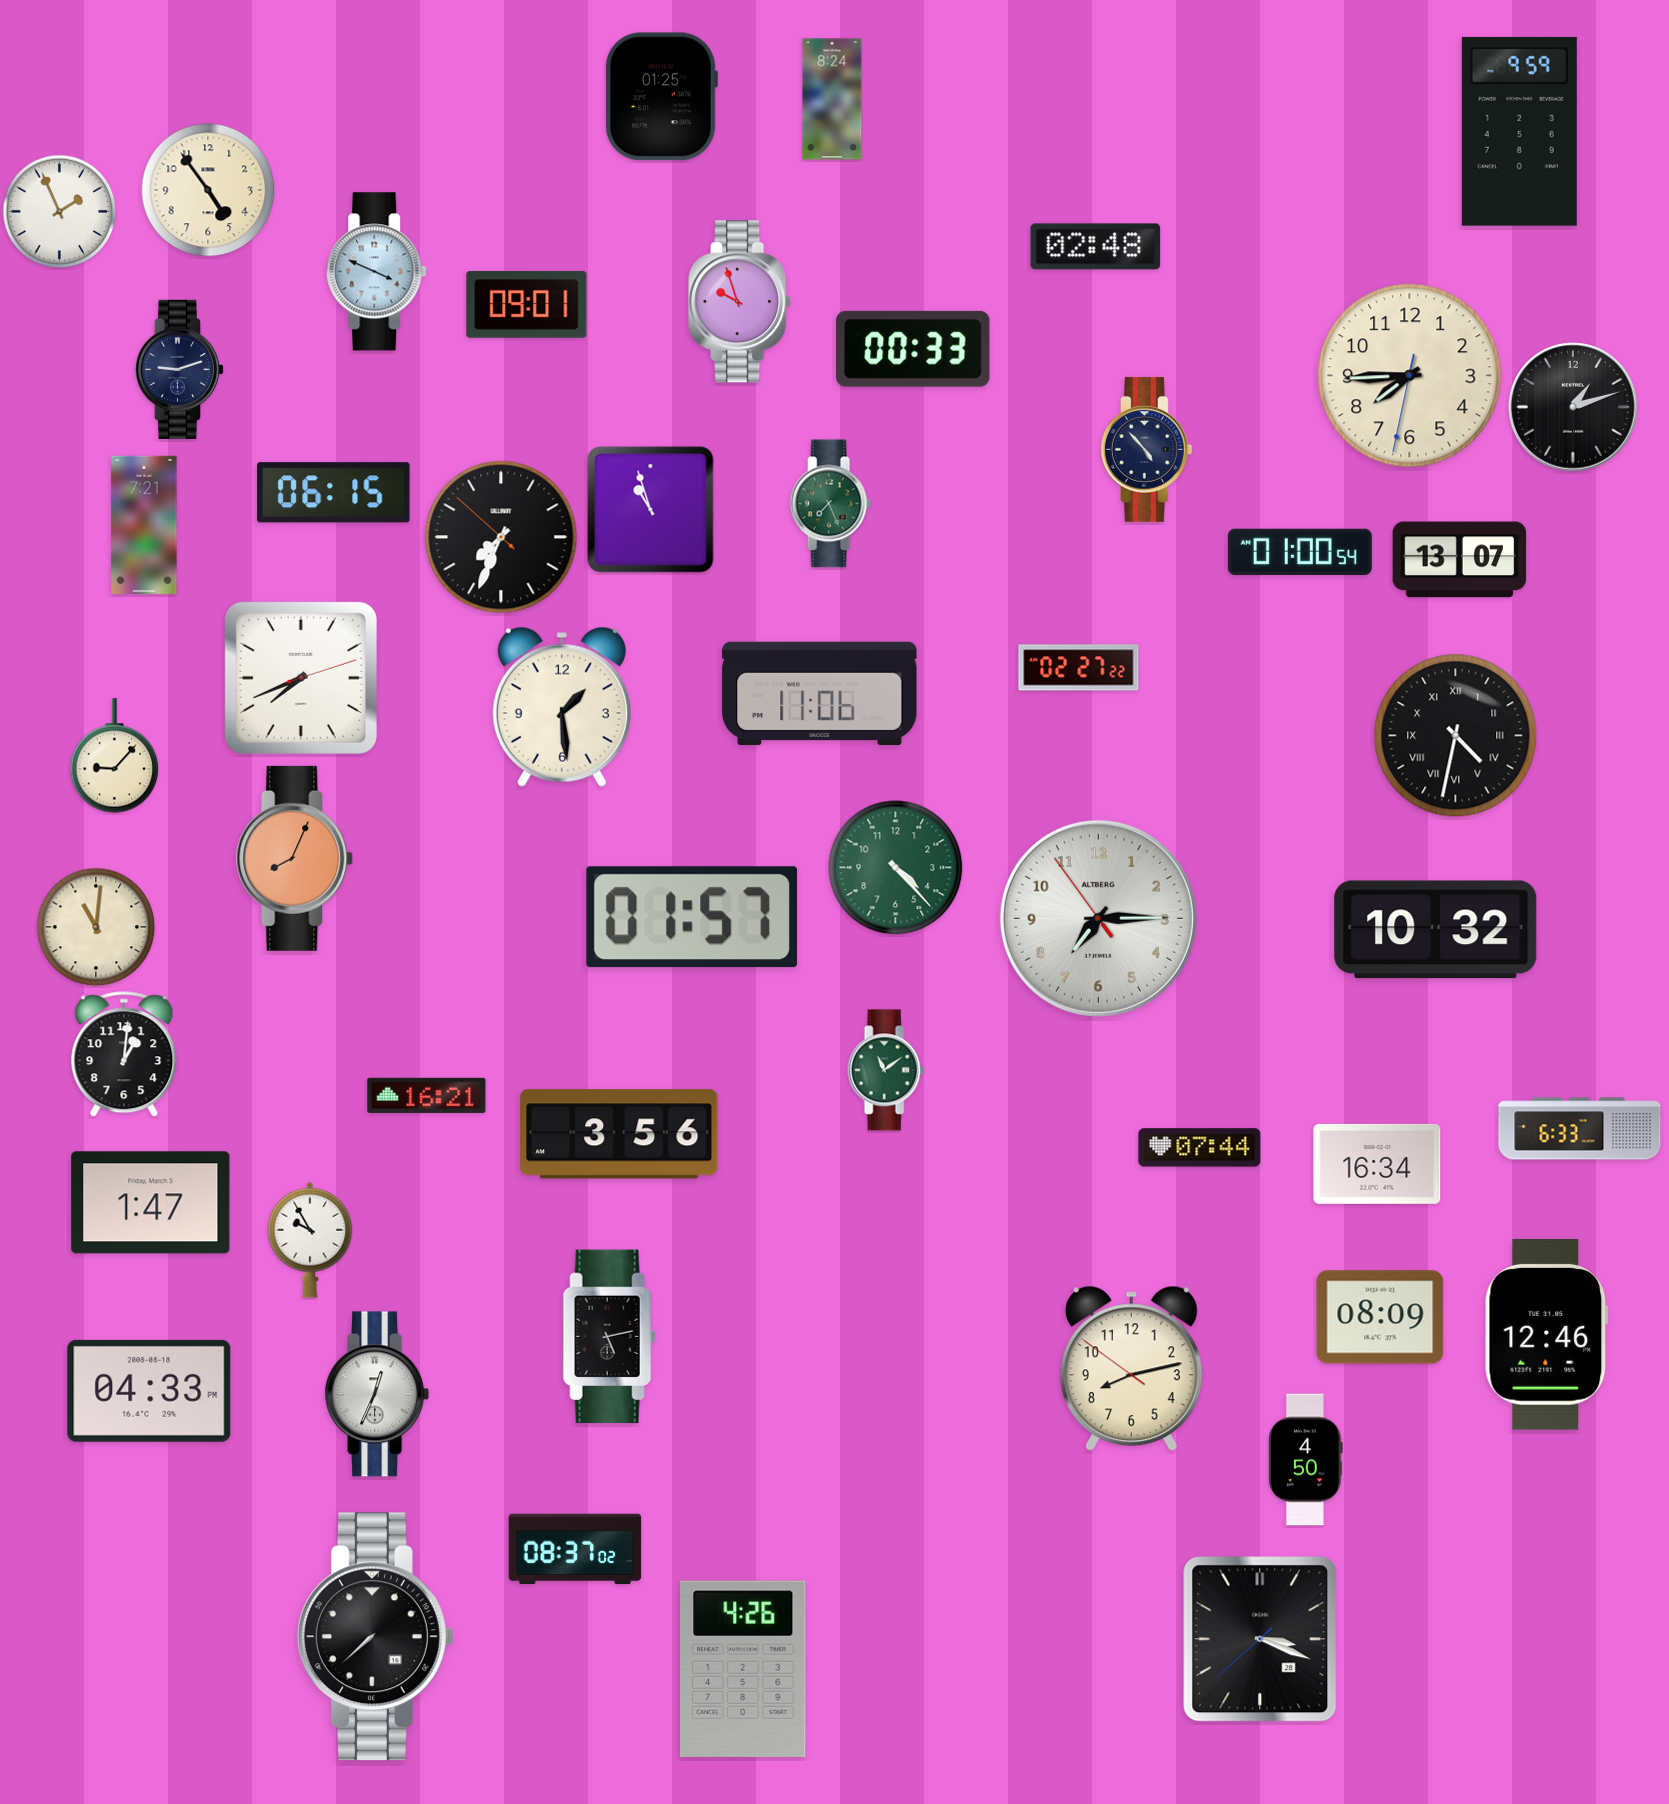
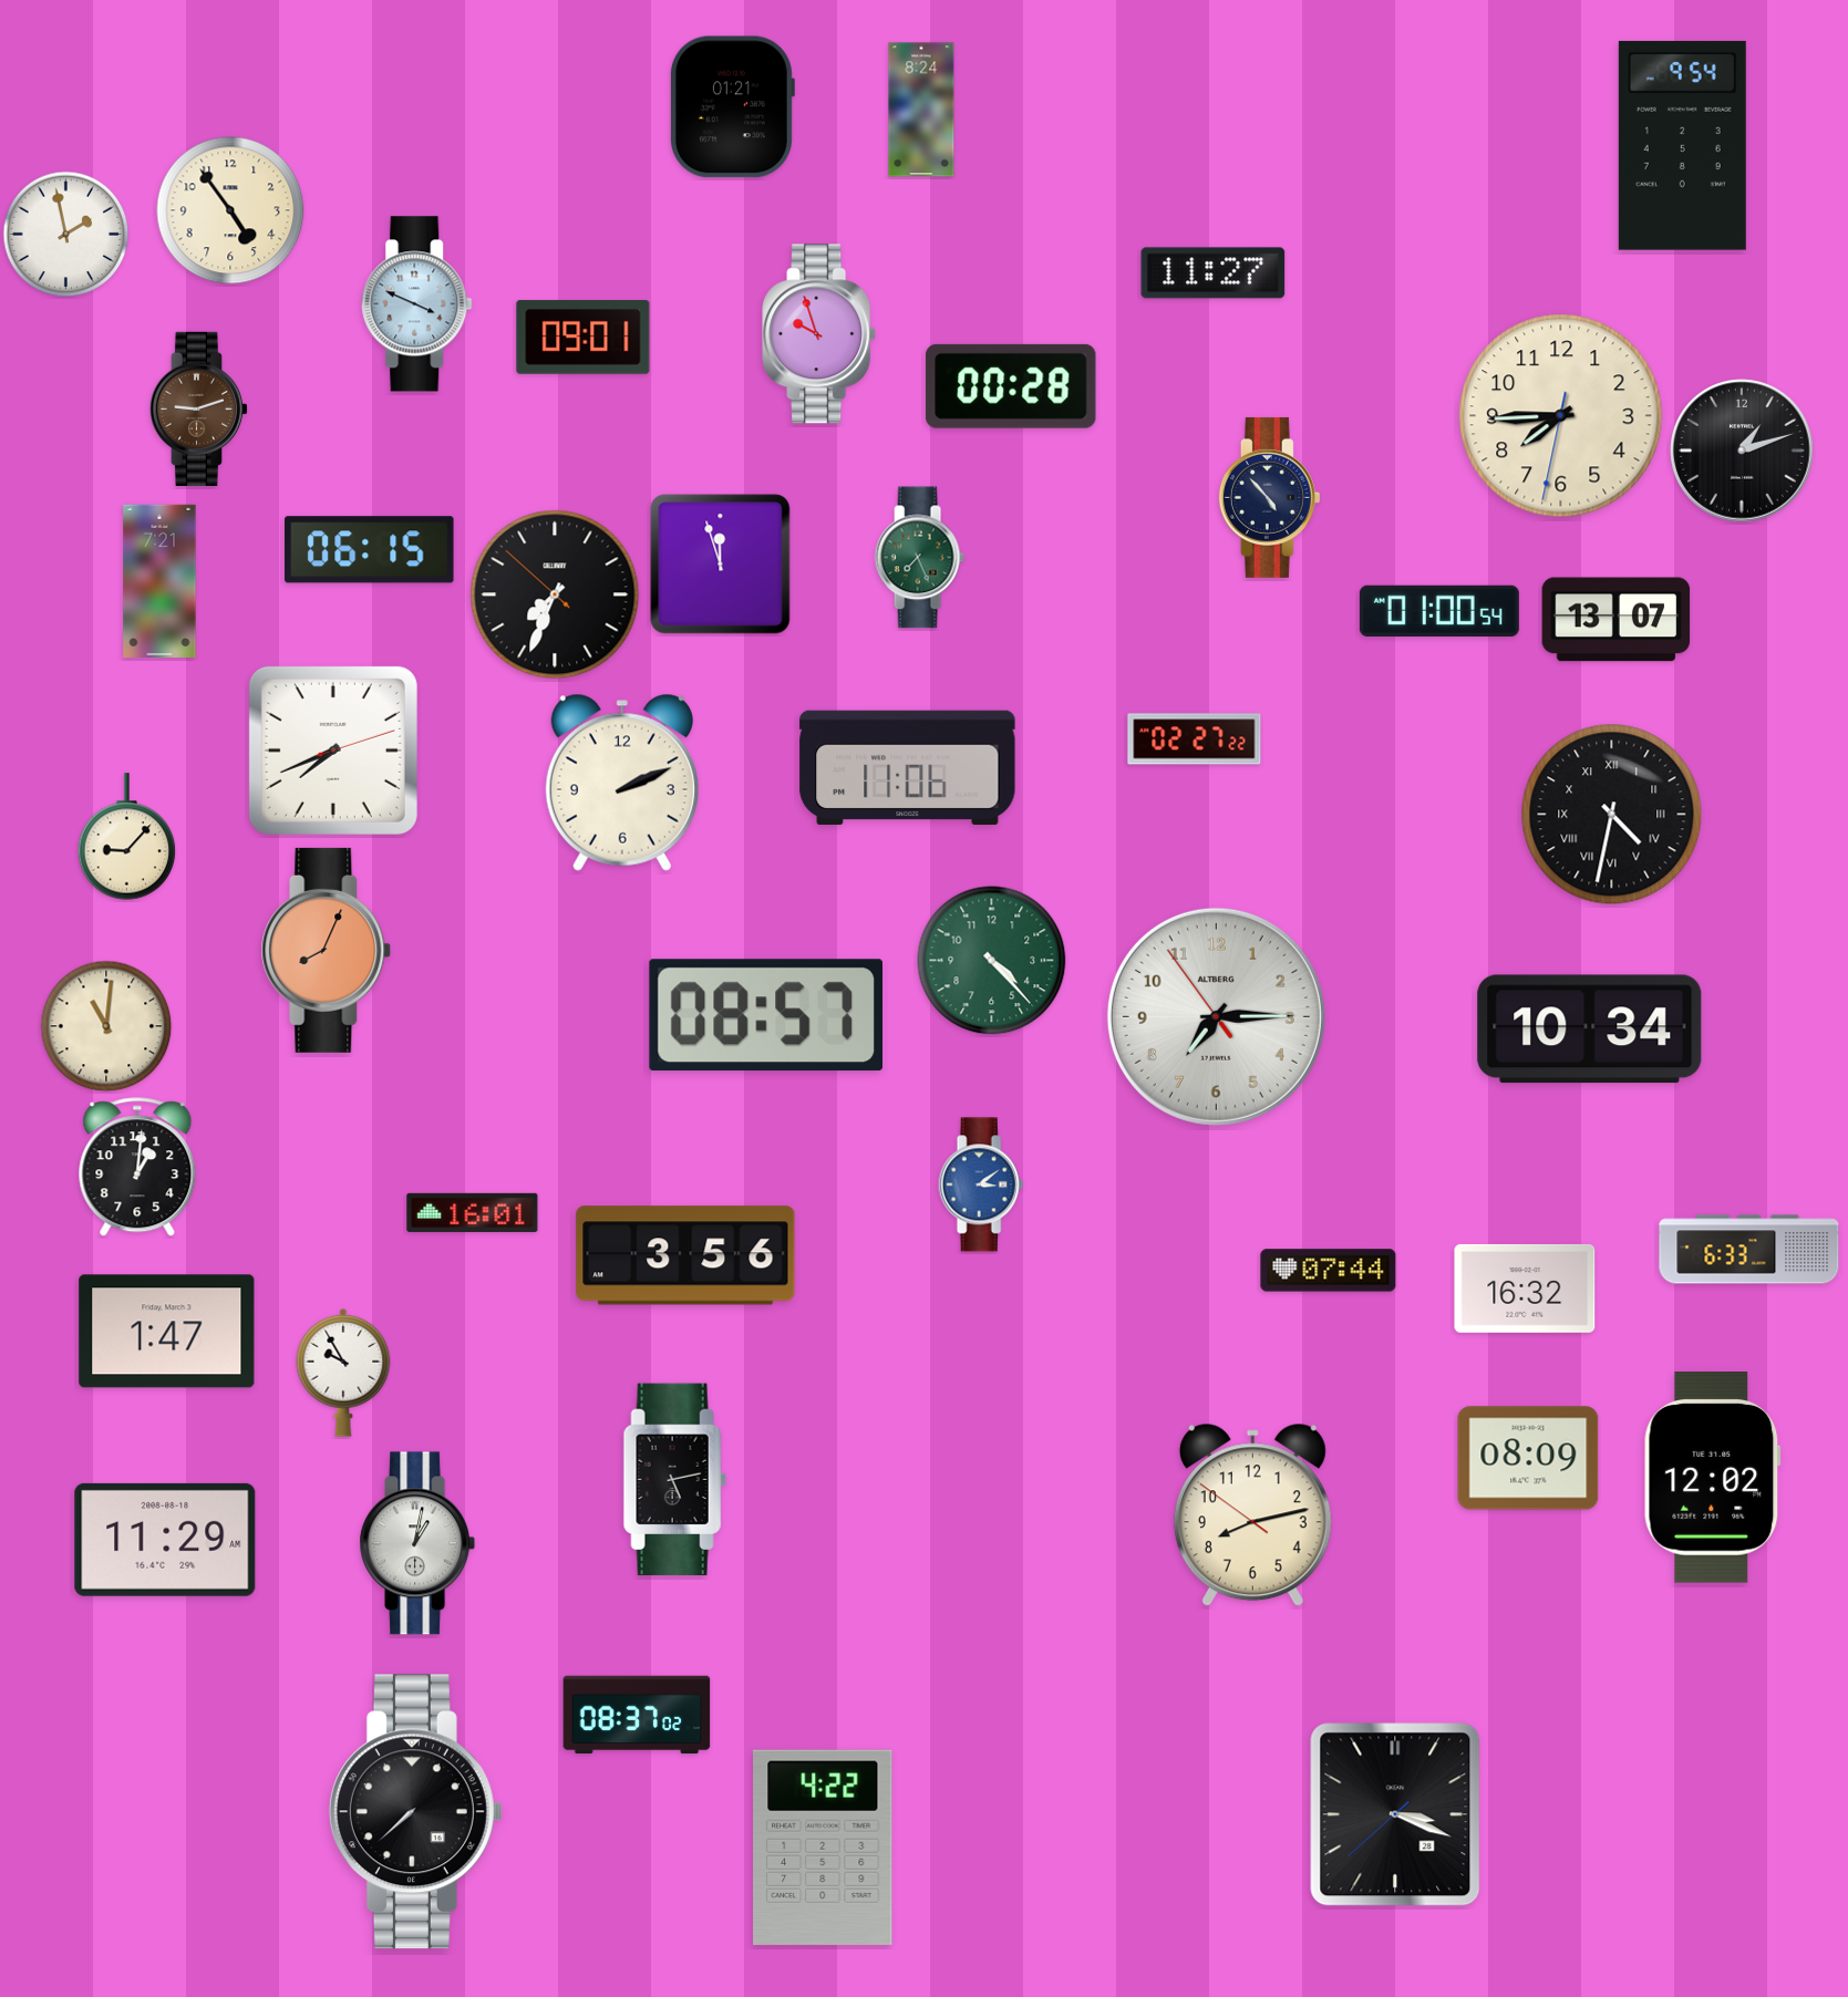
clock at (661, 97): 01:25 -> 01:21
clock at (1519, 131): 9:59 -> 9:54
clock at (60, 212): 1:56 -> 1:58
clock at (1096, 247): 02:48 -> 11:27
clock at (377, 272) position: (377, 272) -> (417, 304)
clock at (913, 349): 00:33 -> 00:28
clock at (179, 369) dial: navy -> brown
clock at (334, 493) position: (334, 493) -> (370, 550)
clock at (651, 510): 10:57 -> 11:57
clock at (562, 707): 1:29 -> 2:11
clock at (691, 917): 01:57 -> 08:57
clock at (1436, 930): 10:32 -> 10:34
clock at (886, 1070): 11:09 -> 3:09
clock at (886, 1070) dial: green -> blue
clock at (427, 1095): 16:21 -> 16:01
clock at (1377, 1164): 16:34 -> 16:32
clock at (1547, 1335): 12:46 -> 12:02
clock at (149, 1391): 04:33 -> 11:29
clock at (377, 1394): 12:34 -> 1:02
clock at (1306, 1460): 4:50 -> none
clock at (743, 1669): 4:26 -> 4:22
